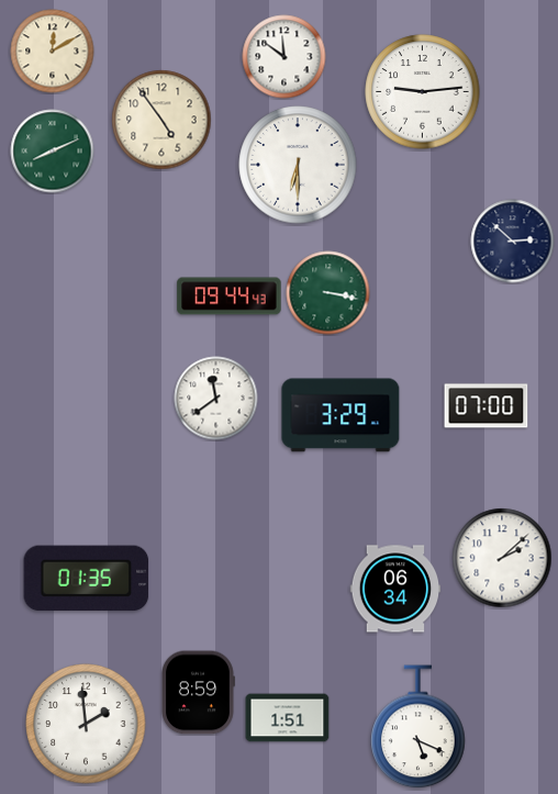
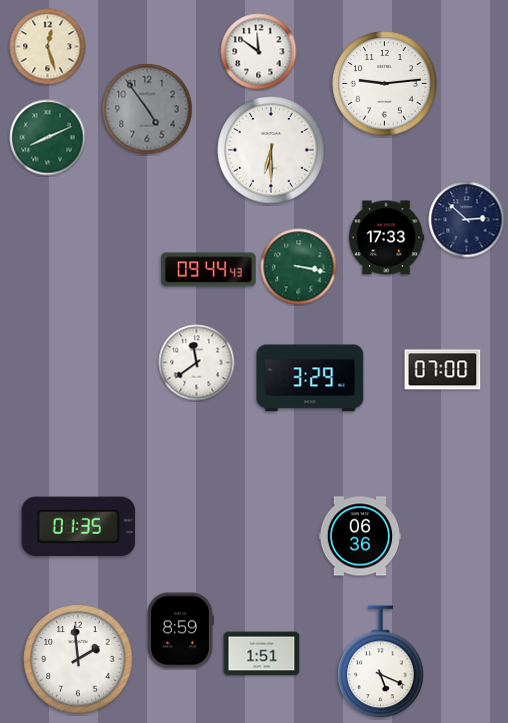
clock at (53, 52): 12:10 -> 12:27
clock at (161, 120) dial: cream -> grey
clock at (386, 238): none -> 17:33
clock at (502, 558): 2:08 -> none
clock at (395, 589): 06:34 -> 06:36
